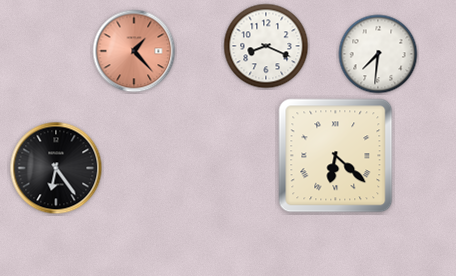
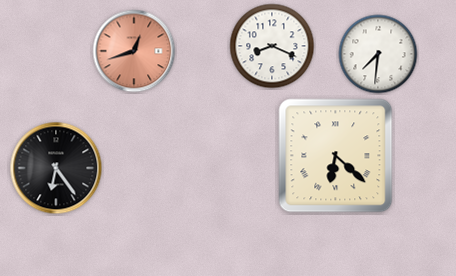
clock at (266, 46) position: (266, 46) -> (272, 46)
clock at (134, 51): 1:23 -> 12:42
